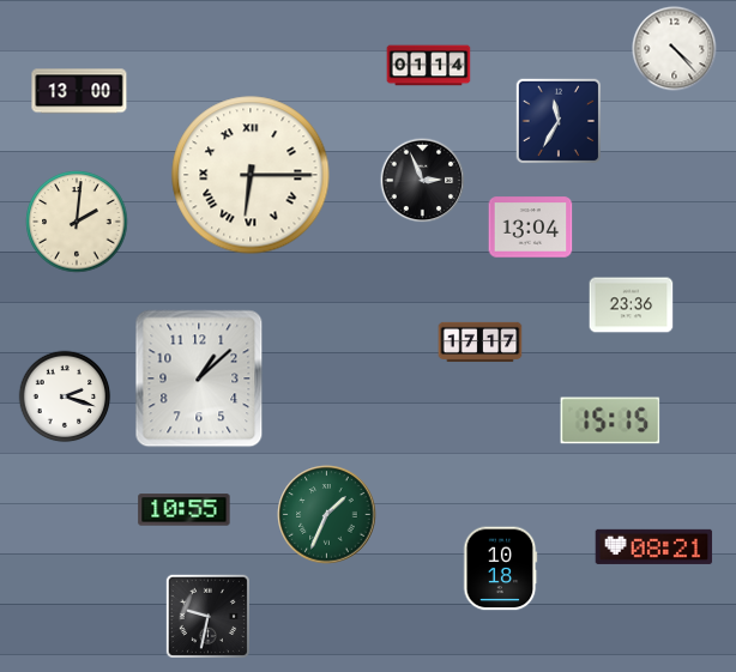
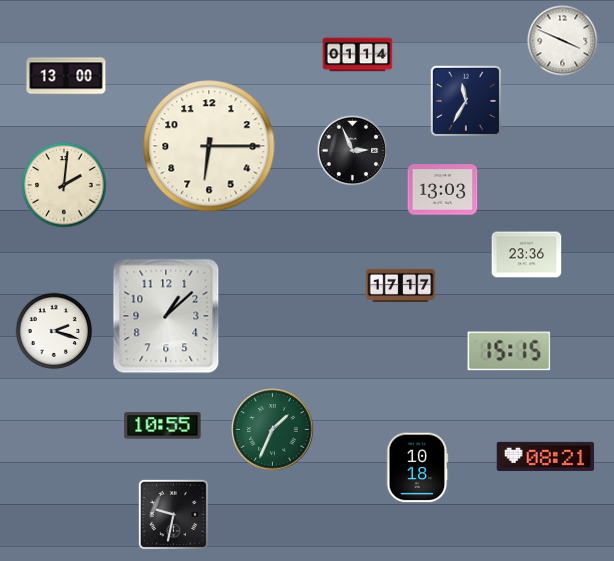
clock at (675, 49): 4:23 -> 3:49
clock at (251, 175) numerals: Roman -> Arabic
clock at (531, 228): 13:04 -> 13:03
clock at (185, 510) position: (185, 510) -> (163, 426)
clock at (500, 569) position: (500, 569) -> (417, 468)
